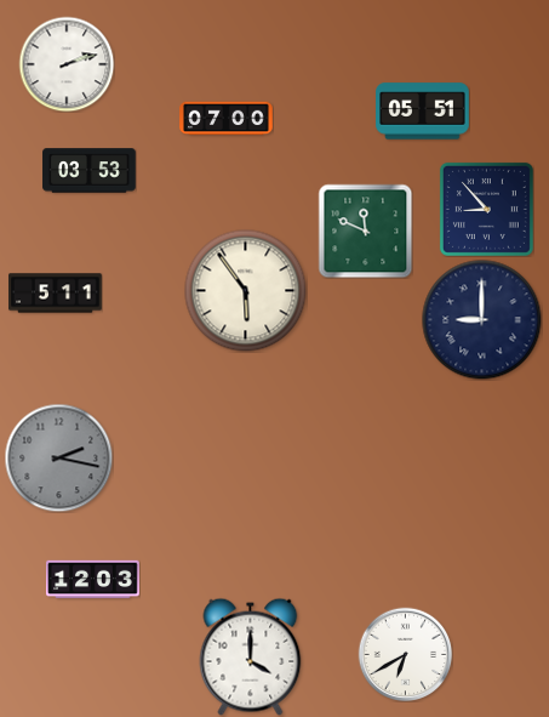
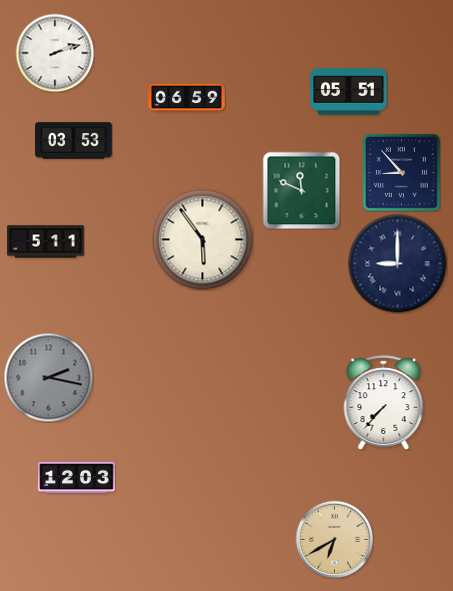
clock at (227, 119): 07:00 -> 06:59
clock at (384, 403): none -> 7:37
clock at (405, 654) dial: white -> champagne
clock at (251, 656): 4:00 -> none
